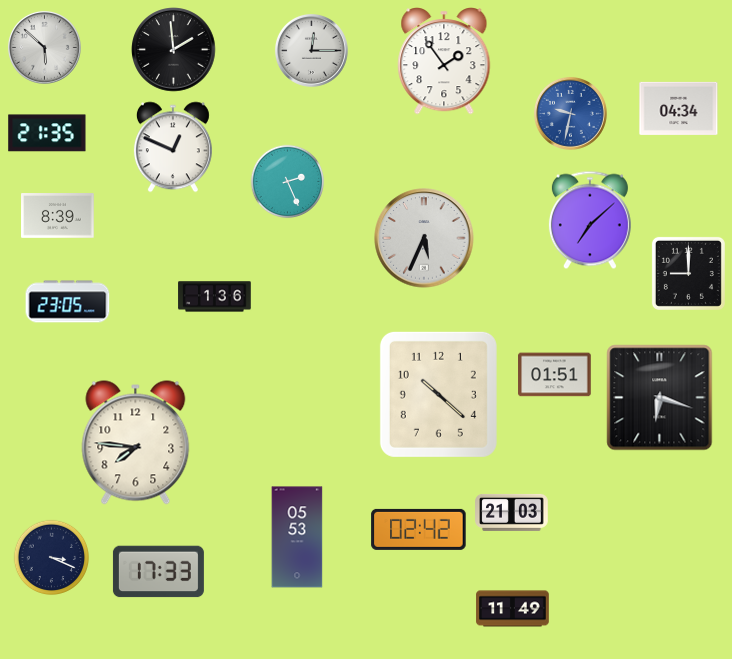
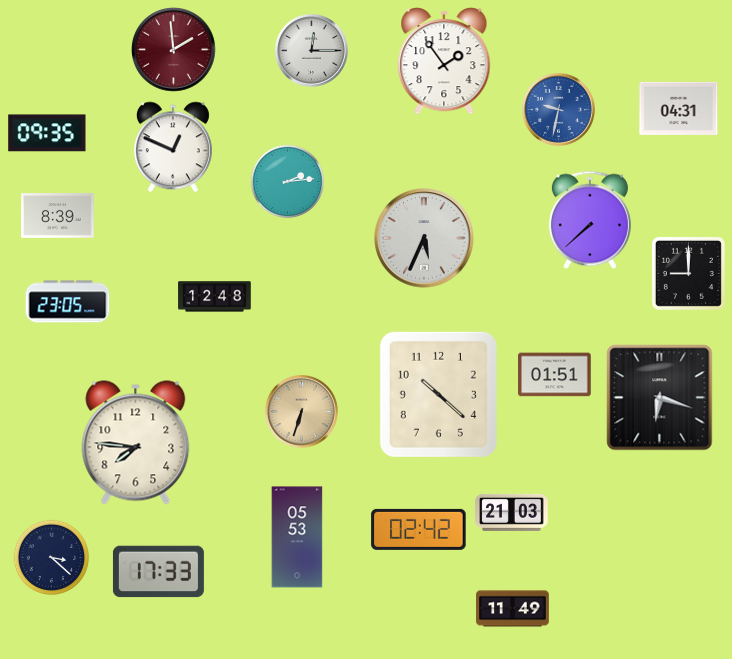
clock at (44, 47): 5:52 -> none
clock at (174, 50) dial: black -> burgundy
clock at (679, 108): 04:34 -> 04:31
clock at (570, 113) position: (570, 113) -> (558, 109)
clock at (47, 133): 21:35 -> 09:35
clock at (288, 182): 2:26 -> 2:14
clock at (590, 220): 7:08 -> 7:38
clock at (215, 297): 1:36 -> 12:48
clock at (301, 411): none -> 6:33
clock at (52, 558): 3:19 -> 3:22
